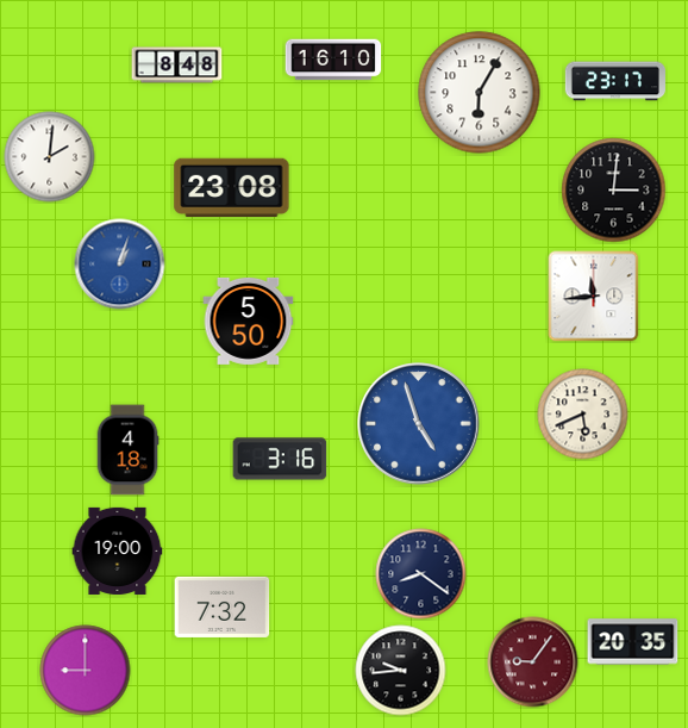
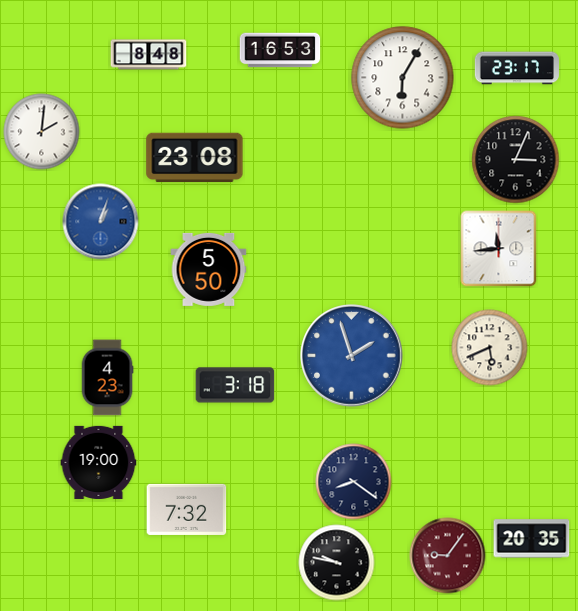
clock at (333, 60): 16:10 -> 16:53
clock at (614, 191): 3:01 -> 3:04
clock at (419, 424): 4:57 -> 1:57
clock at (127, 450): 4:18 -> 4:23
clock at (280, 459): 3:16 -> 3:18
clock at (86, 671): 9:00 -> none
clock at (401, 671): 9:44 -> 9:47
